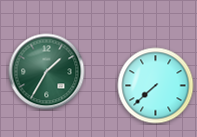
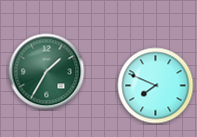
clock at (156, 86): 7:38 -> 7:49
